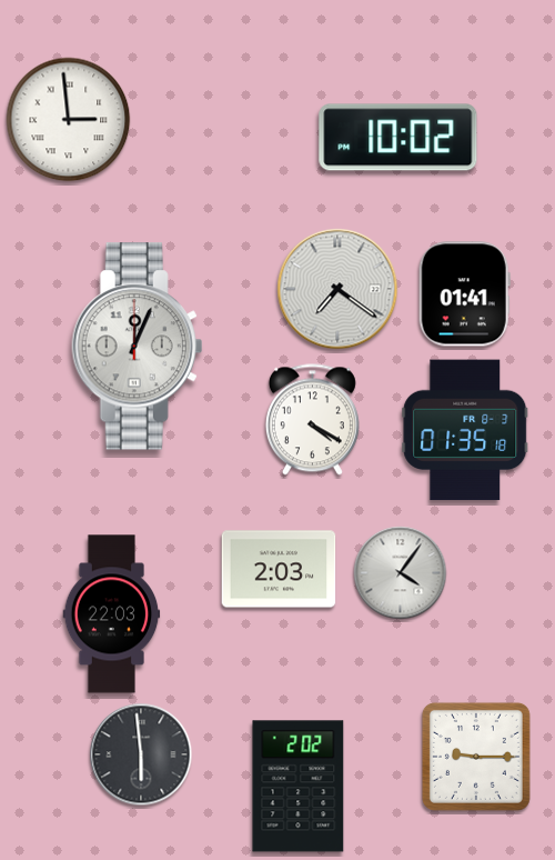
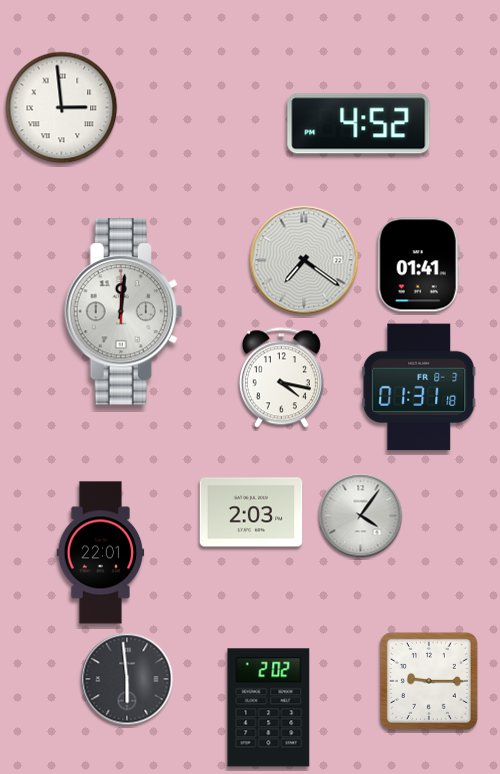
clock at (398, 138): 10:02 -> 4:52
clock at (138, 347): 12:04 -> 12:01
clock at (312, 420): 4:20 -> 4:17
clock at (465, 430): 01:35 -> 01:31
clock at (112, 614): 22:03 -> 22:01
